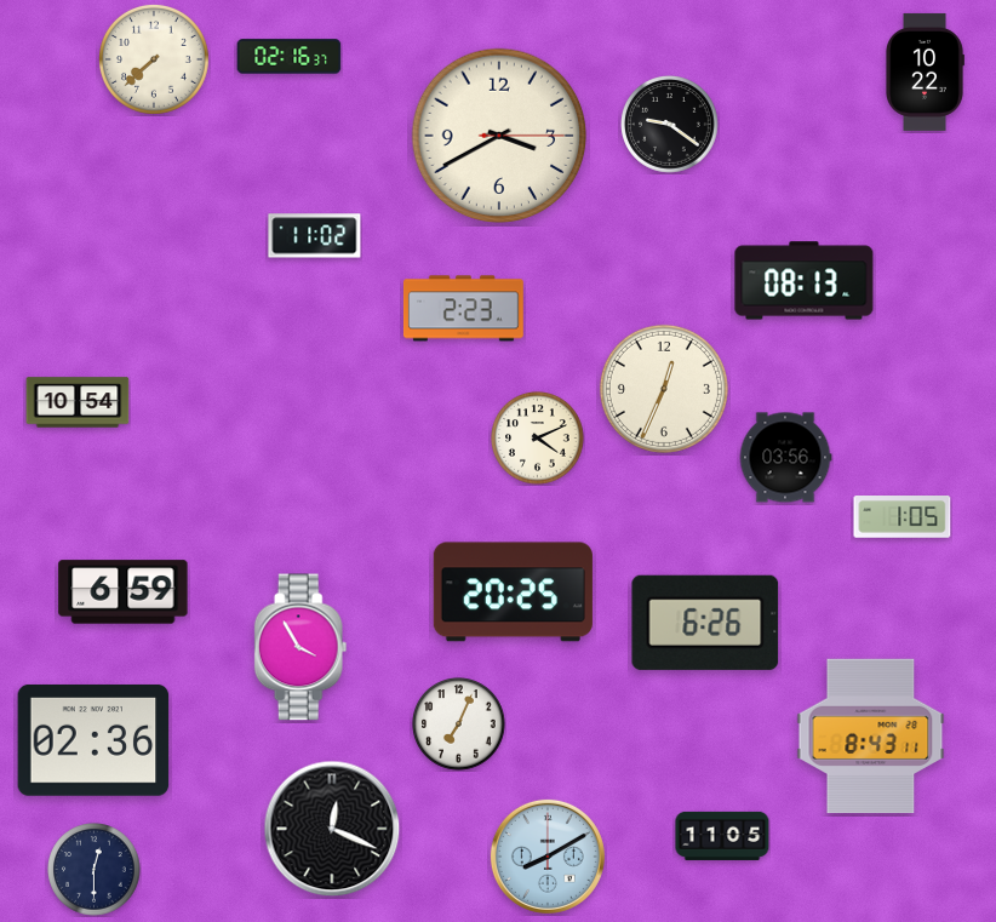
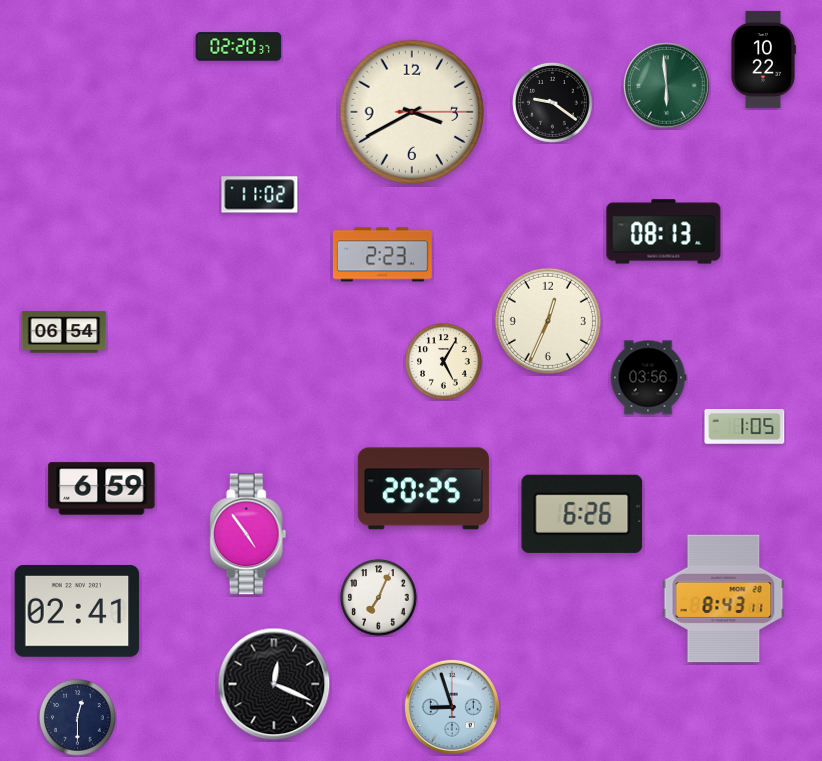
clock at (290, 57): 02:16 -> 02:20
clock at (154, 59): 7:38 -> none
clock at (667, 86): none -> 5:59
clock at (78, 402): 10:54 -> 06:54
clock at (538, 439): 4:11 -> 5:05
clock at (300, 647): 3:55 -> 4:54
clock at (871, 737) position: (871, 737) -> (724, 599)
clock at (93, 740): 02:36 -> 02:41
clock at (722, 836): 11:05 -> none
clock at (548, 857): 8:10 -> 8:57
